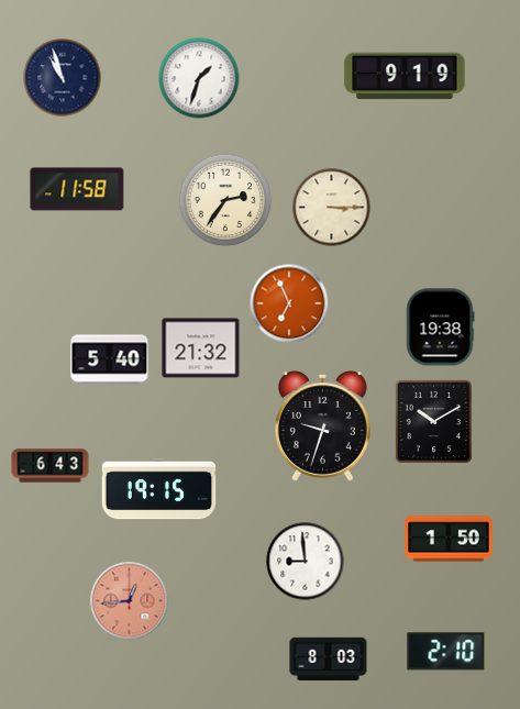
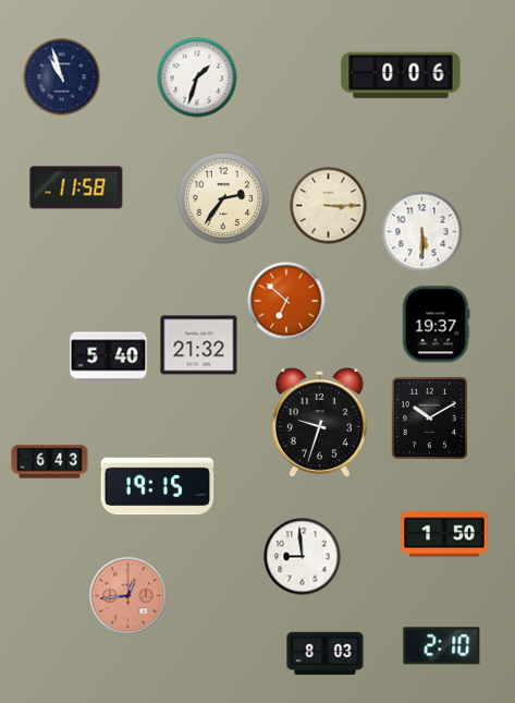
clock at (405, 76): 9:19 -> 0:06
clock at (422, 232): none -> 5:30
clock at (289, 303): 6:56 -> 6:52
clock at (440, 328): 19:38 -> 19:37
